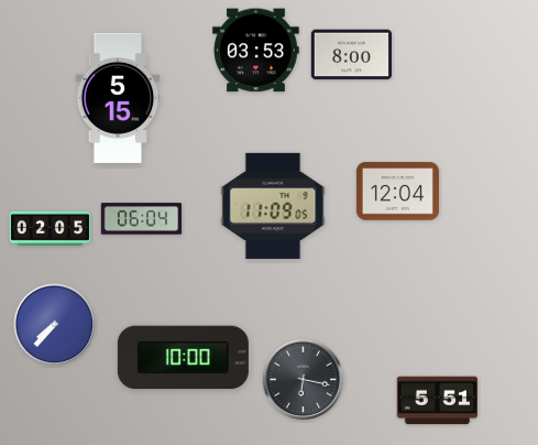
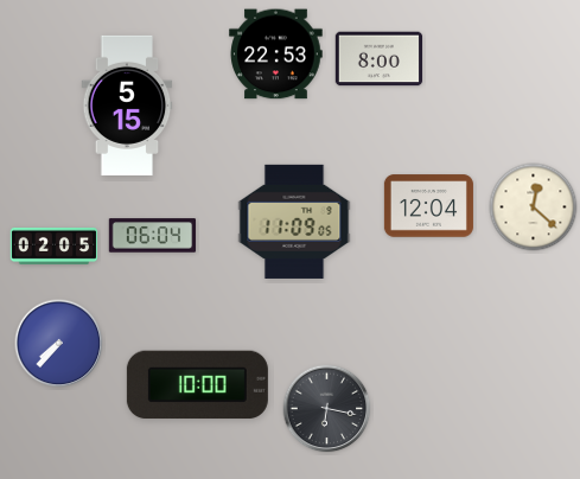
clock at (256, 51): 03:53 -> 22:53
clock at (534, 207): none -> 12:22
clock at (55, 325) position: (55, 325) -> (59, 344)
clock at (437, 401): 5:51 -> none
